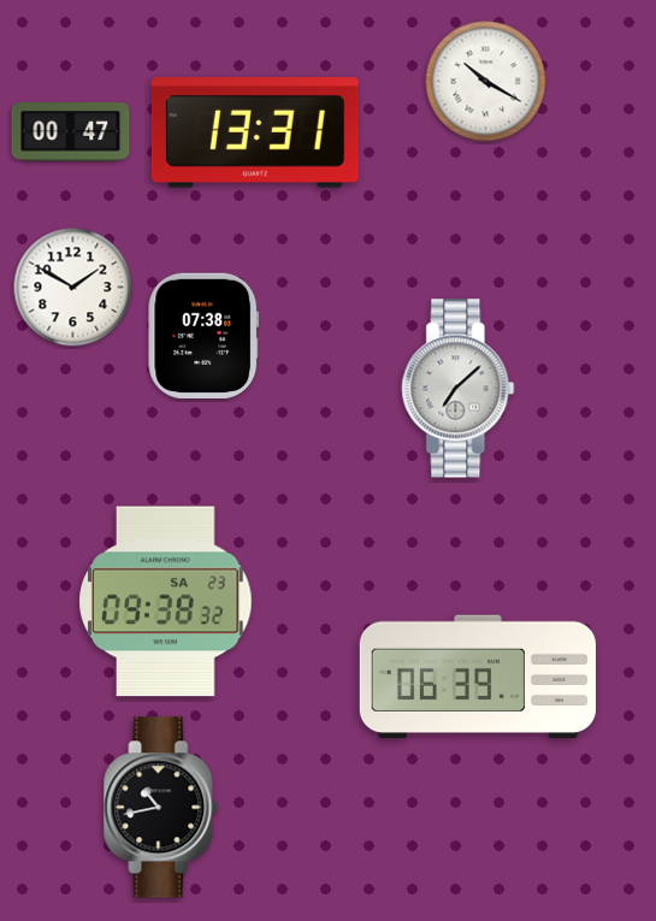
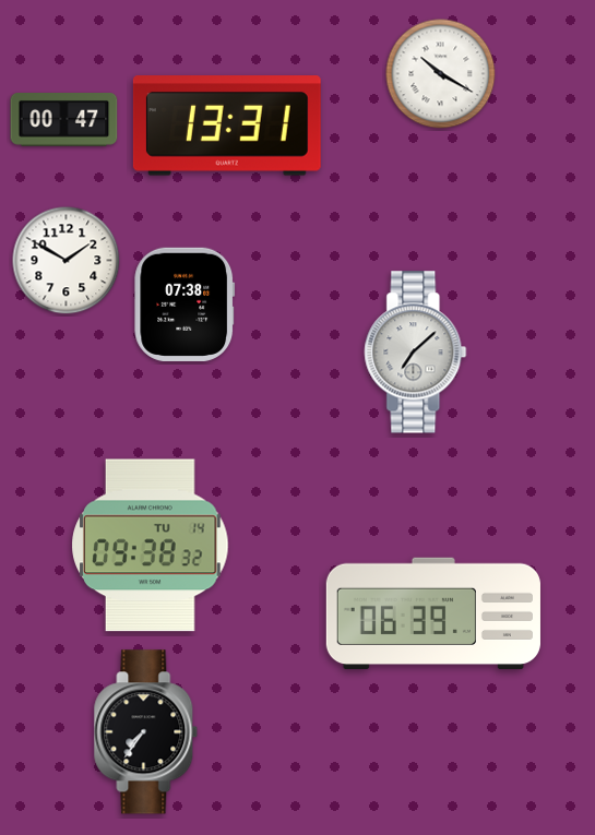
clock at (255, 132) position: (255, 132) -> (227, 126)
clock at (166, 602) date: SA 23 -> TU 14
clock at (161, 808): 10:43 -> 7:36
